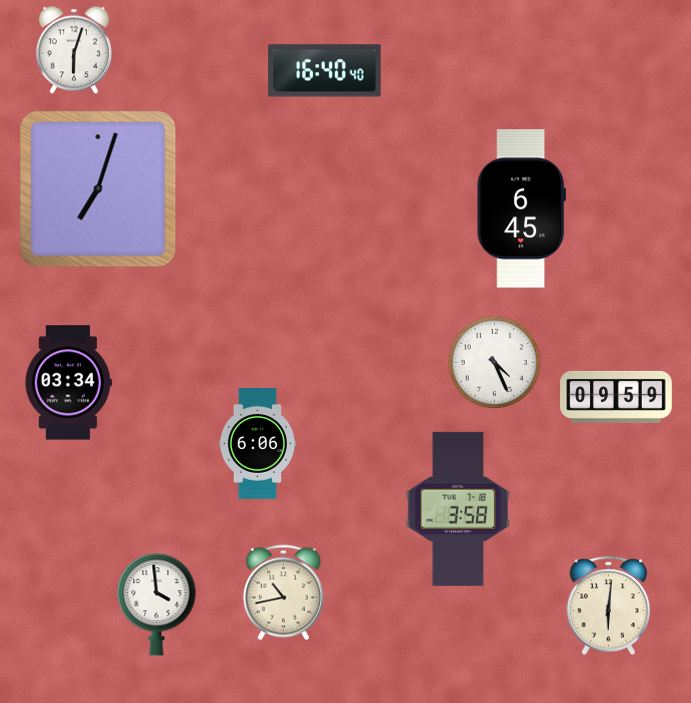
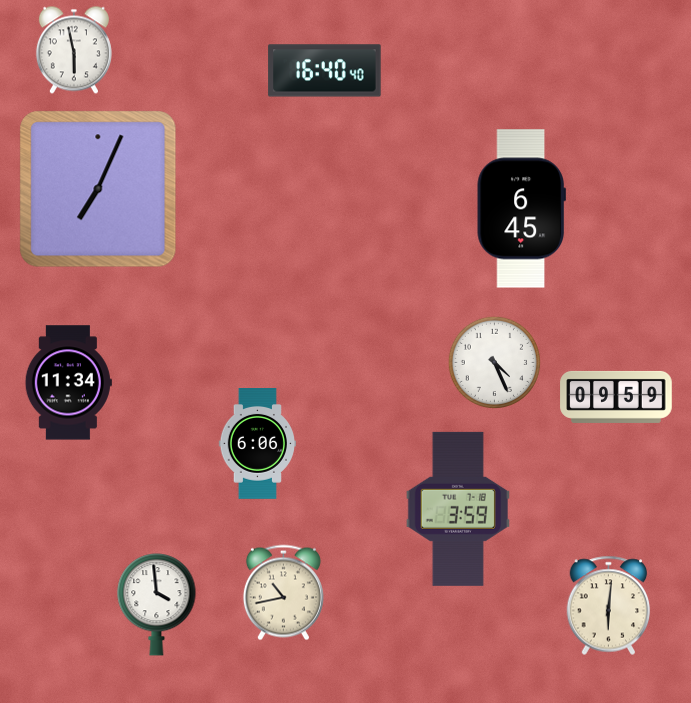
clock at (74, 50): 6:03 -> 5:58
clock at (98, 189): 7:03 -> 7:04
clock at (68, 383): 03:34 -> 11:34
clock at (458, 509): 3:58 -> 3:59
